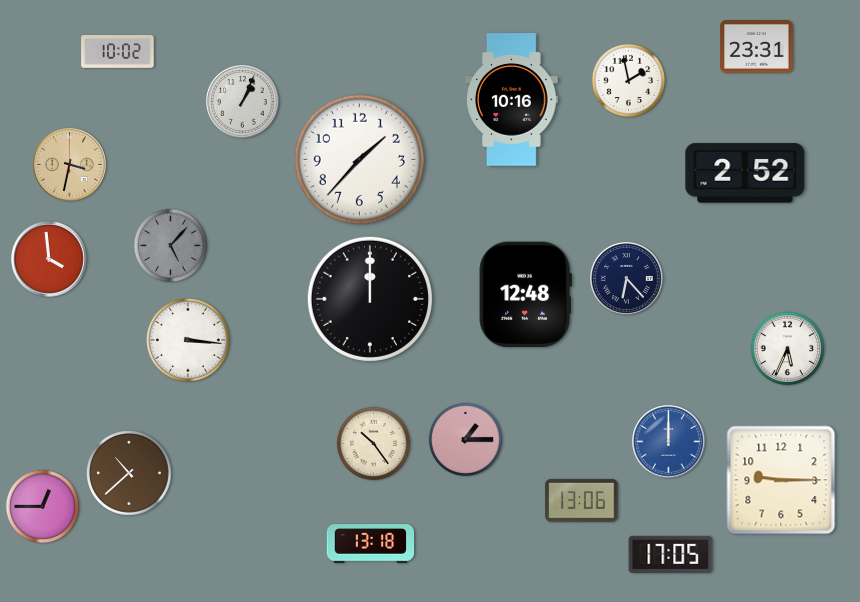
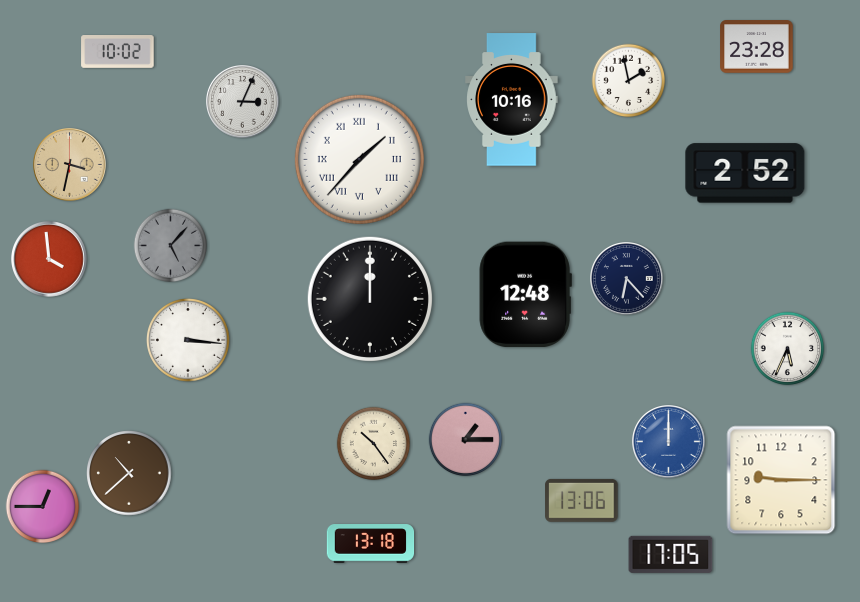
clock at (757, 47): 23:31 -> 23:28
clock at (243, 102): 1:04 -> 3:04
clock at (359, 159) numerals: Arabic -> Roman
